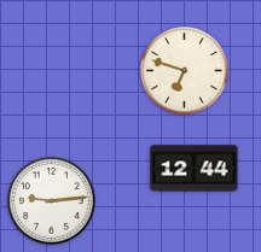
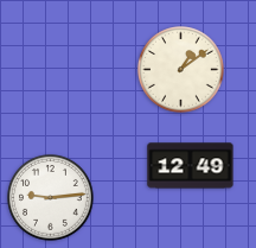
clock at (185, 71): 6:48 -> 1:09
clock at (195, 169): 12:44 -> 12:49
